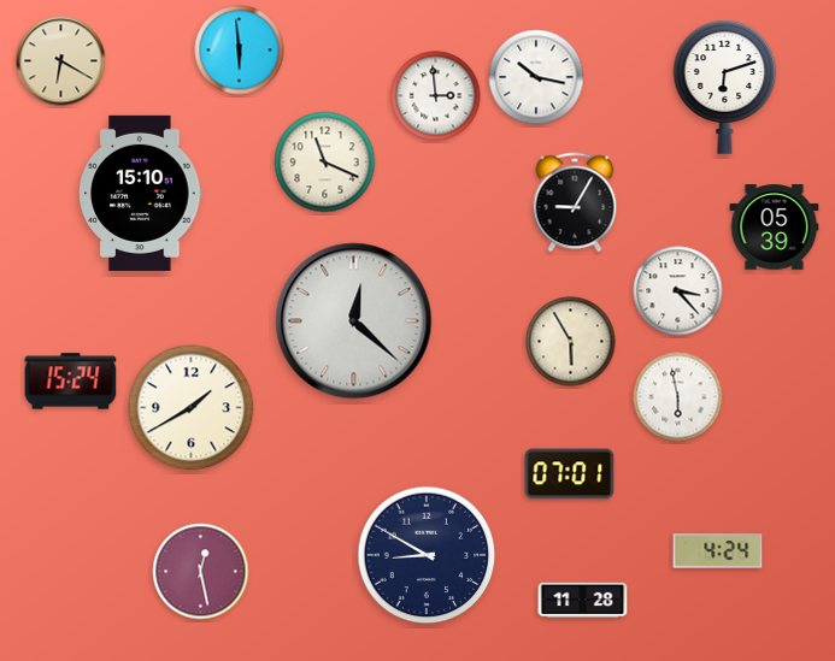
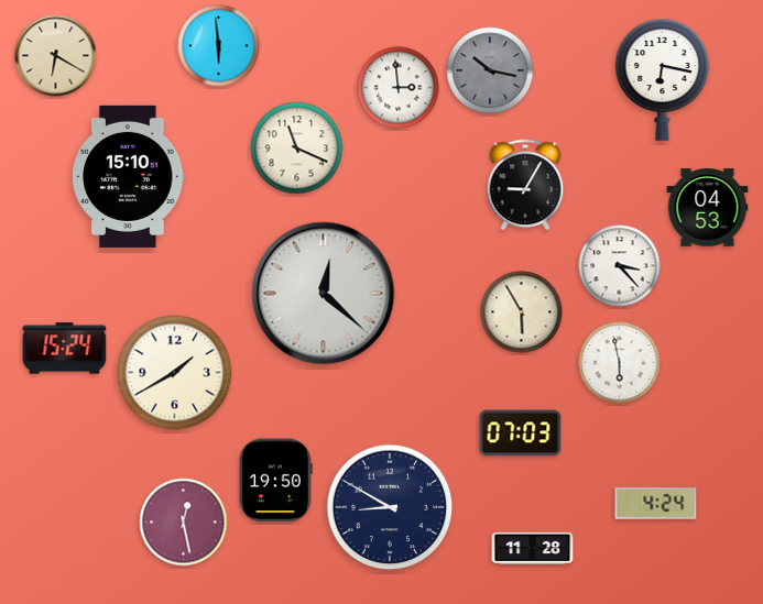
clock at (536, 77) dial: white -> grey
clock at (725, 87): 6:12 -> 6:17
clock at (775, 228): 05:39 -> 04:53
clock at (570, 474): 07:01 -> 07:03
clock at (275, 481): none -> 19:50
